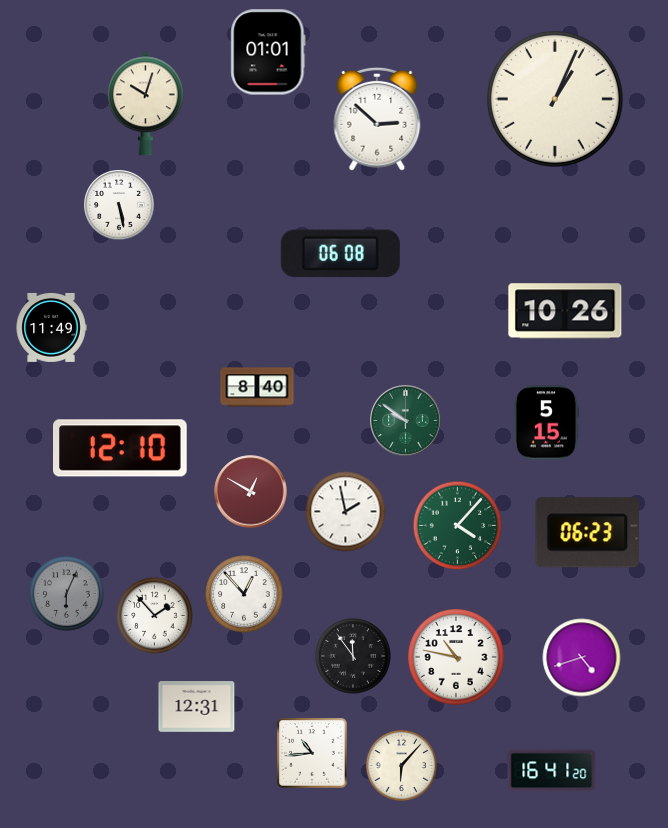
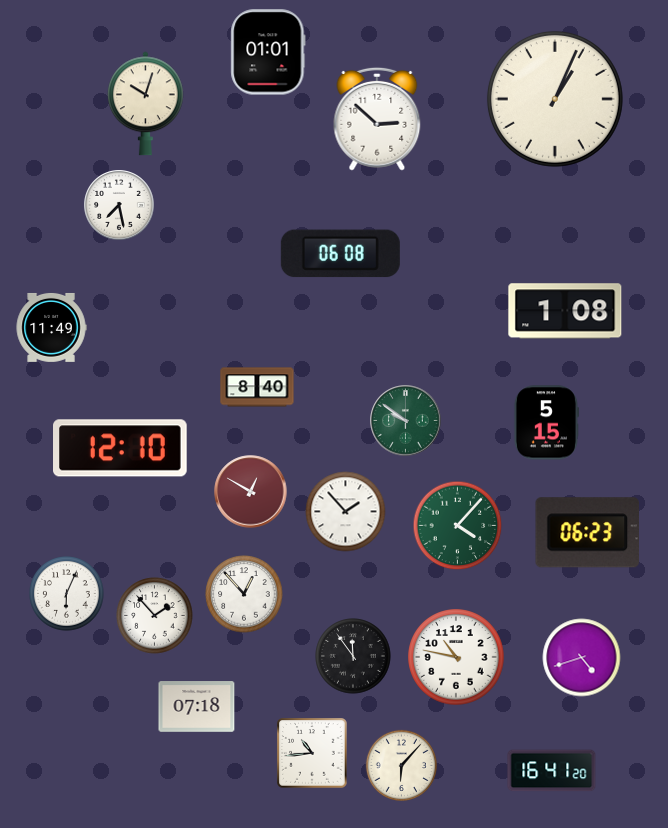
clock at (119, 205): 5:28 -> 7:28
clock at (565, 311): 10:26 -> 1:08
clock at (346, 512): 1:58 -> 1:53
clock at (67, 594) dial: grey -> white
clock at (197, 707): 12:31 -> 07:18
